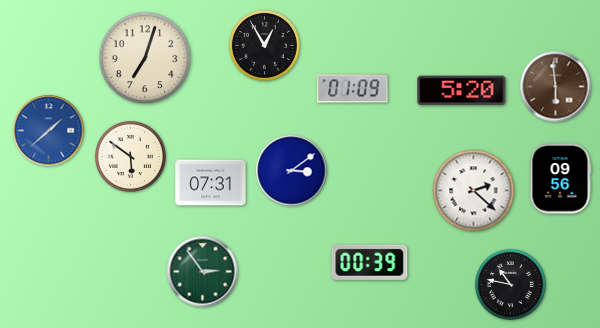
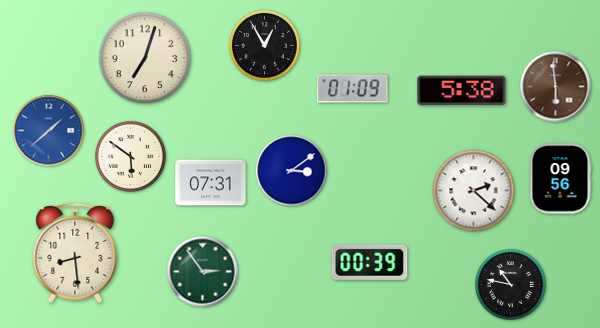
clock at (462, 91): 5:20 -> 5:38
clock at (75, 253): none -> 8:29
